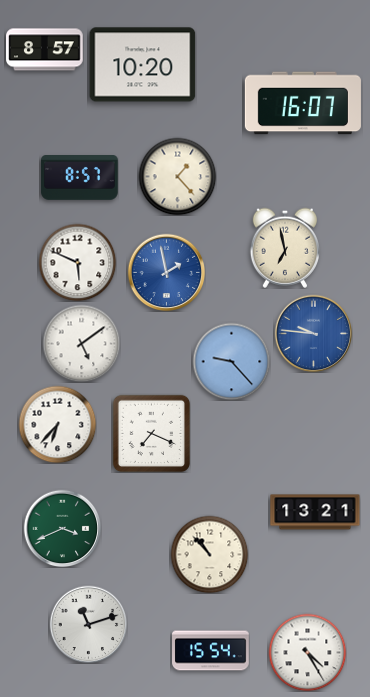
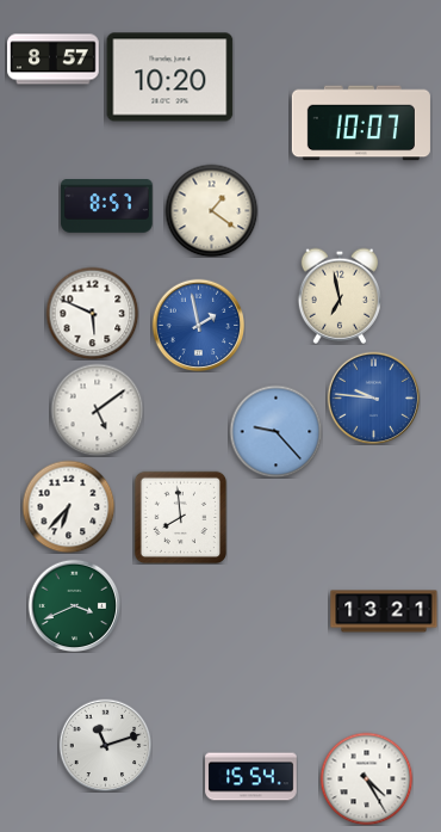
clock at (303, 103): 16:07 -> 10:07
clock at (177, 176): 1:23 -> 1:21
clock at (80, 178) position: (80, 178) -> (107, 207)
clock at (151, 433): 7:19 -> 7:59
clock at (315, 512) position: (315, 512) -> (384, 611)
clock at (62, 528) position: (62, 528) -> (74, 605)
clock at (209, 554): 10:53 -> none
